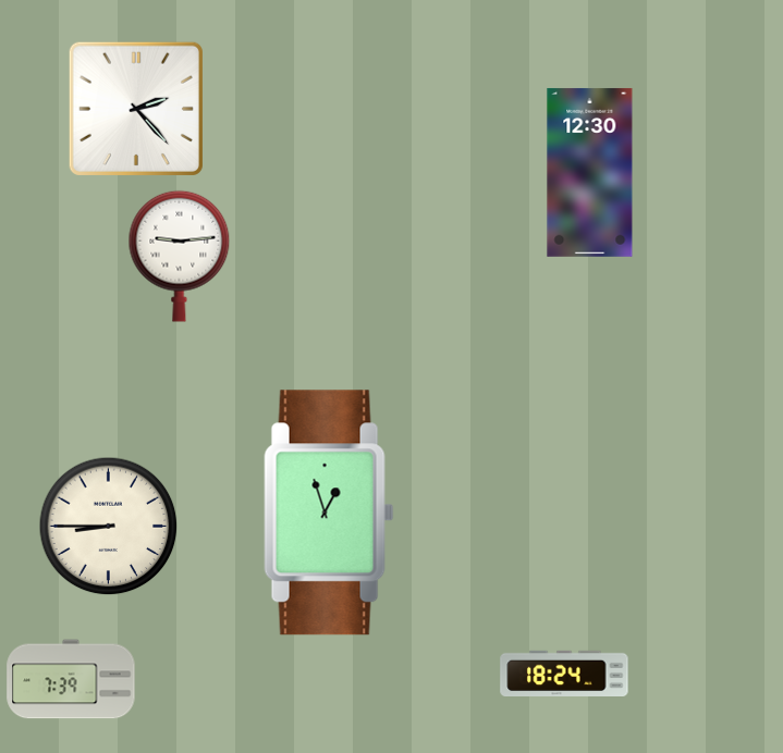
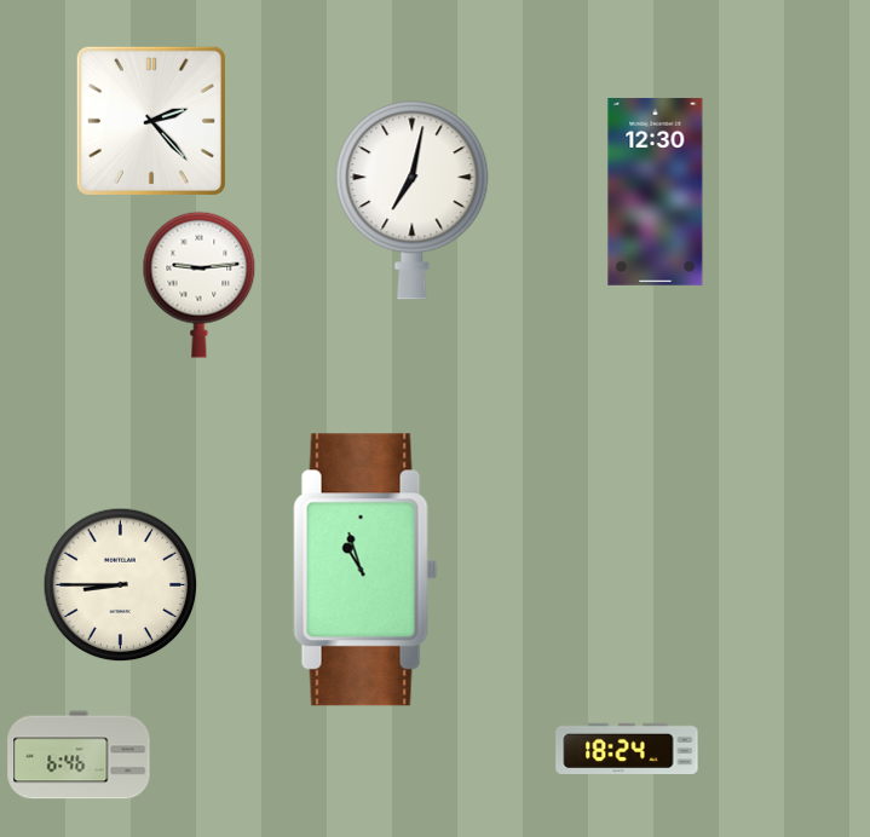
clock at (413, 201): none -> 7:02
clock at (329, 513): 12:57 -> 10:57
clock at (71, 679): 7:39 -> 6:46
